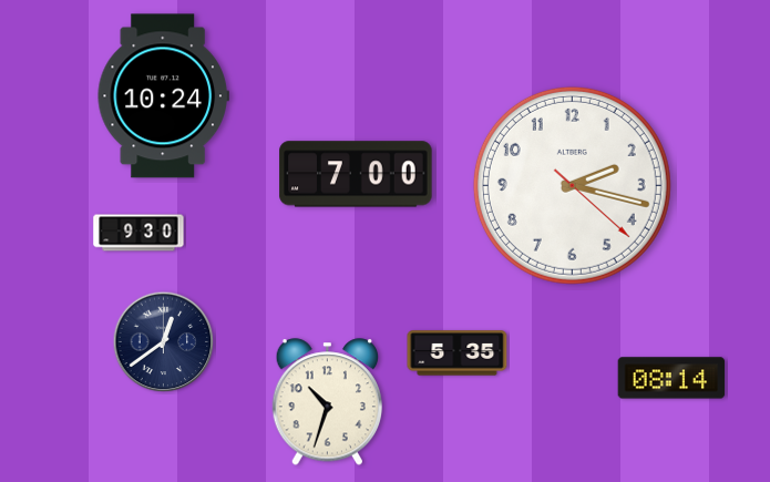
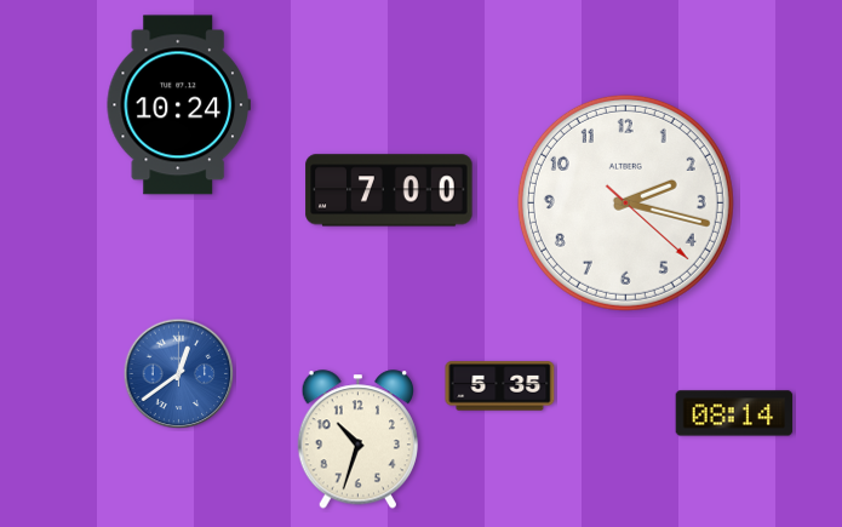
clock at (138, 233): 9:30 -> none
clock at (164, 342) dial: navy -> blue
